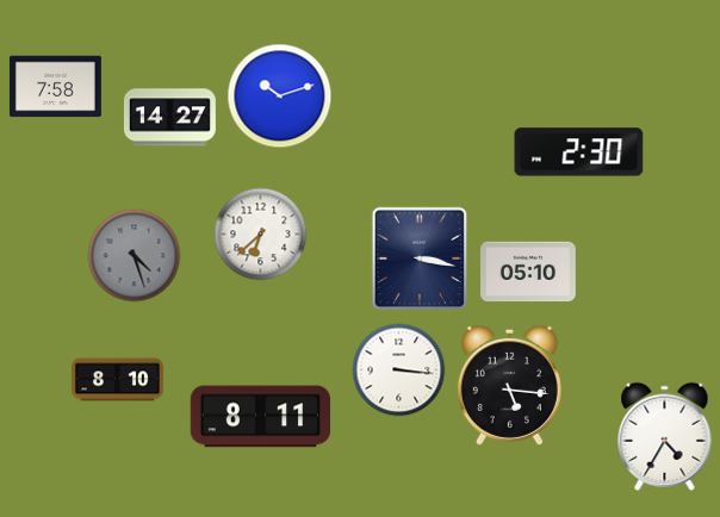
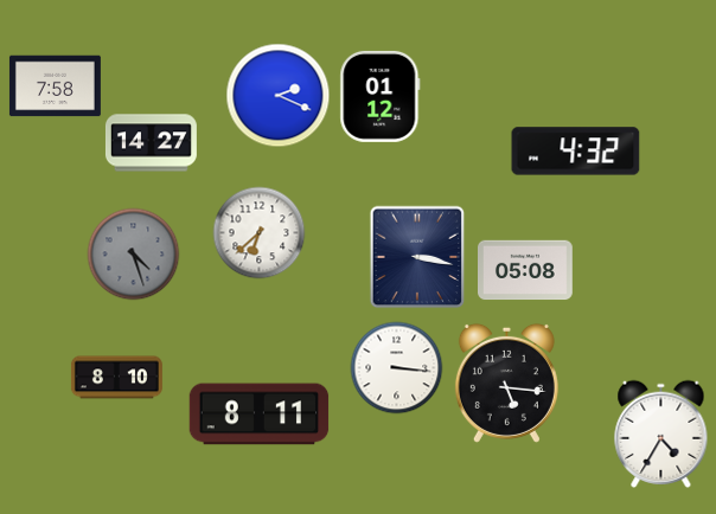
clock at (279, 95): 10:12 -> 2:19
clock at (381, 96): none -> 01:12
clock at (169, 118) position: (169, 118) -> (151, 143)
clock at (579, 152): 2:30 -> 4:32
clock at (529, 272): 05:10 -> 05:08
